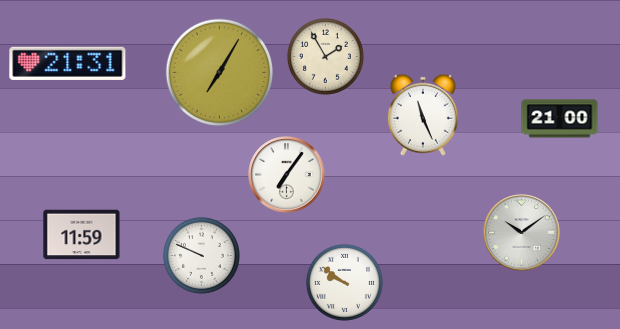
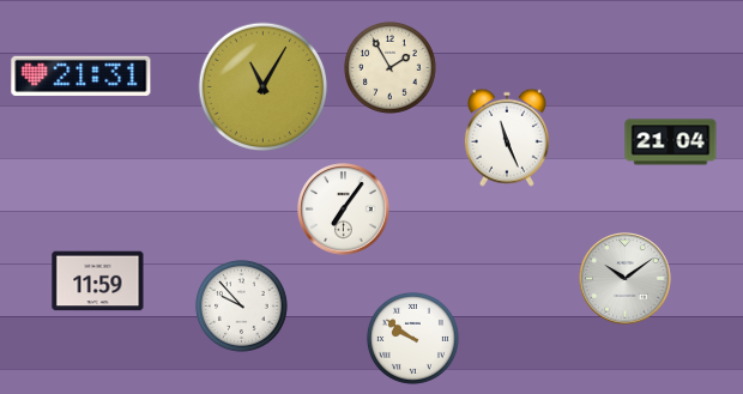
clock at (220, 73): 7:05 -> 11:05
clock at (560, 119): 21:00 -> 21:04
clock at (201, 255): 9:49 -> 9:53
